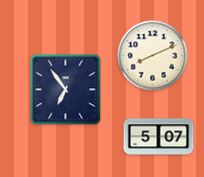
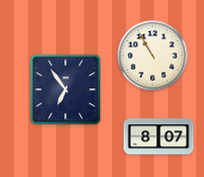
clock at (153, 56): 8:11 -> 10:55
clock at (159, 137): 5:07 -> 8:07
